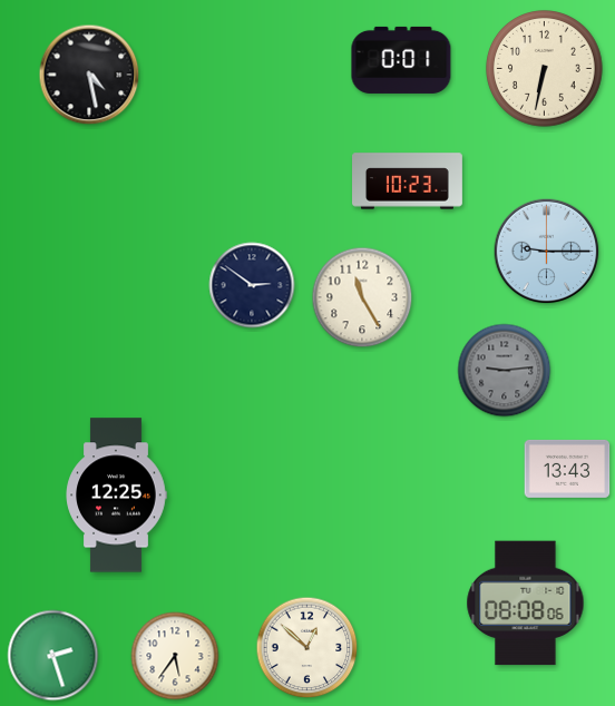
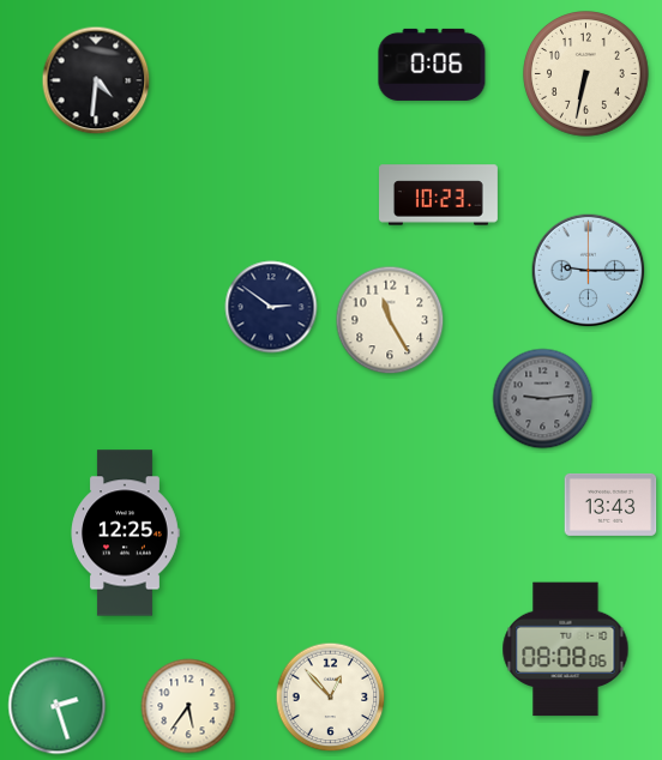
clock at (401, 60): 0:01 -> 0:06
clock at (89, 75): 4:28 -> 4:31
clock at (307, 648): 12:52 -> 12:53
